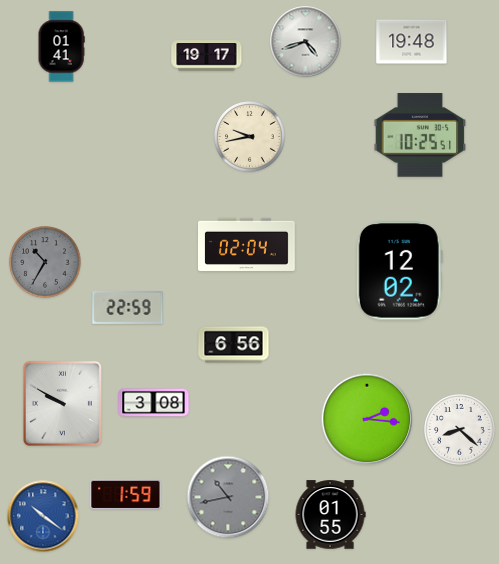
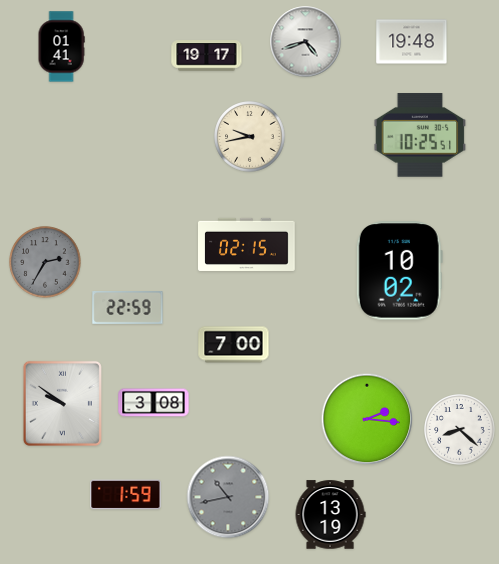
clock at (247, 244): 02:04 -> 02:15
clock at (45, 262): 10:35 -> 2:35
clock at (399, 271): 12:02 -> 10:02
clock at (234, 345): 6:56 -> 7:00
clock at (62, 403): 9:50 -> 9:51
clock at (330, 515): 01:55 -> 13:19
clock at (43, 516): 10:21 -> none
